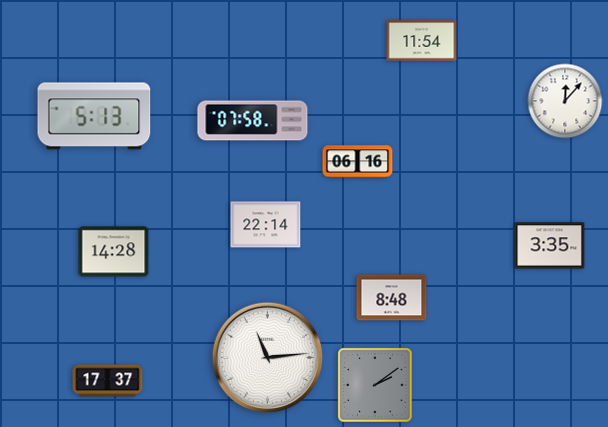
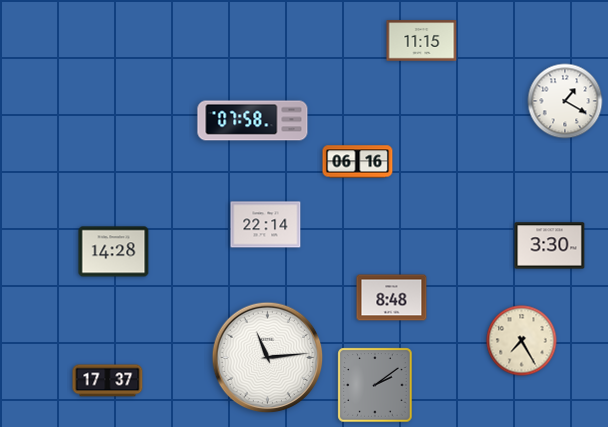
clock at (422, 41): 11:54 -> 11:15
clock at (565, 101): 12:07 -> 1:20
clock at (94, 116): 5:13 -> none
clock at (550, 246): 3:35 -> 3:30
clock at (522, 341): none -> 7:25
